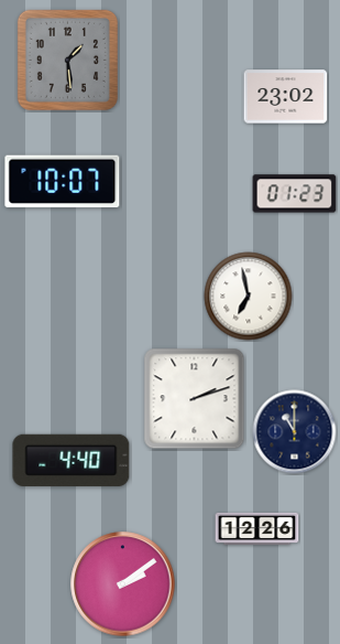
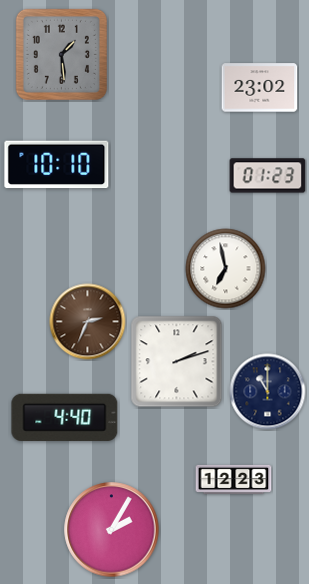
clock at (63, 182): 10:07 -> 10:10
clock at (88, 322): none -> 2:34
clock at (257, 528): 12:26 -> 12:23
clock at (123, 584): 2:09 -> 2:05
